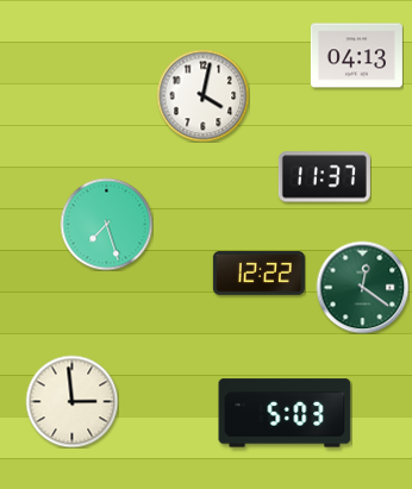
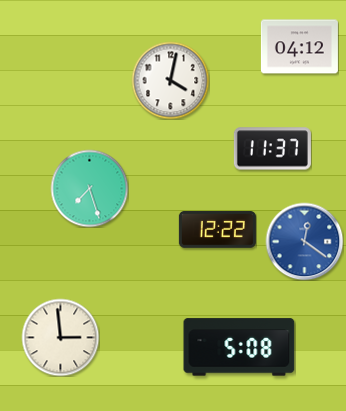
clock at (356, 56): 04:13 -> 04:12
clock at (362, 287) dial: green -> blue
clock at (285, 413): 5:03 -> 5:08
